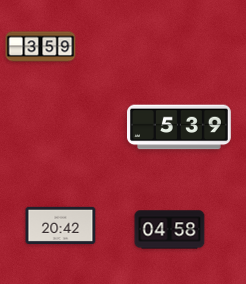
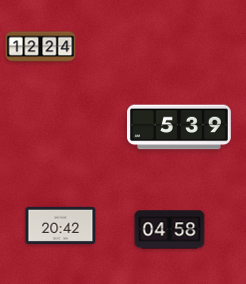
clock at (41, 47): 3:59 -> 12:24
